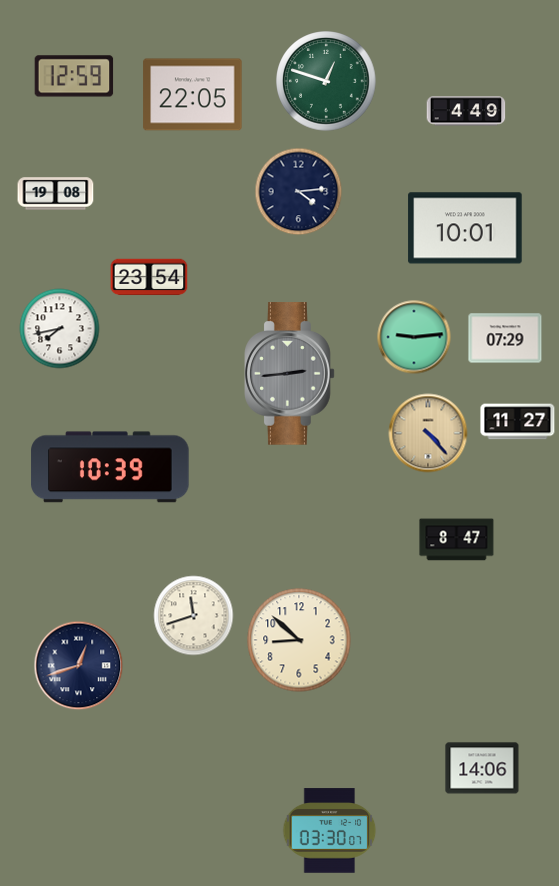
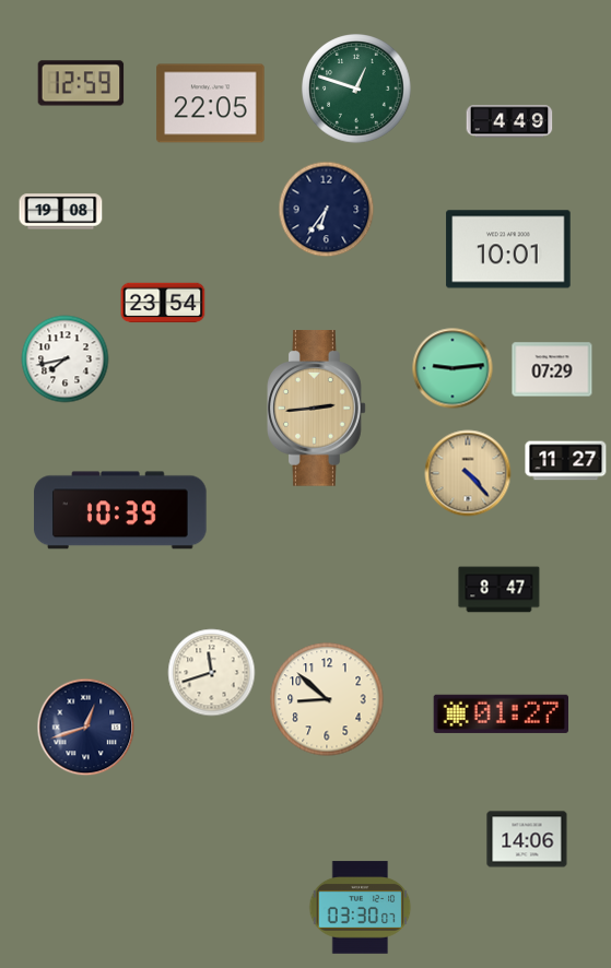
clock at (299, 192): 4:14 -> 6:36
clock at (290, 374) dial: grey -> champagne
clock at (501, 713): none -> 01:27
